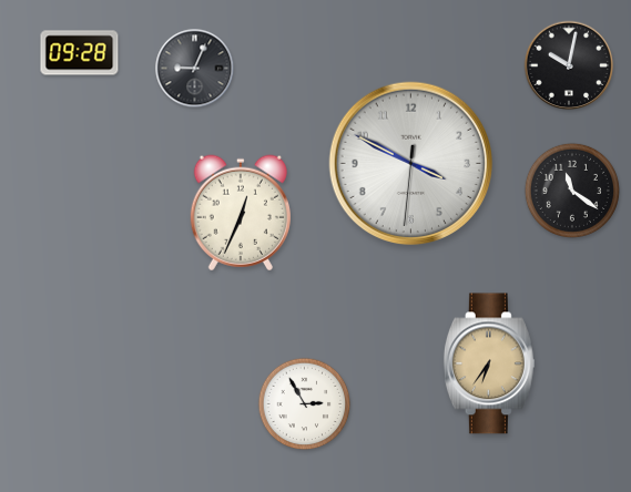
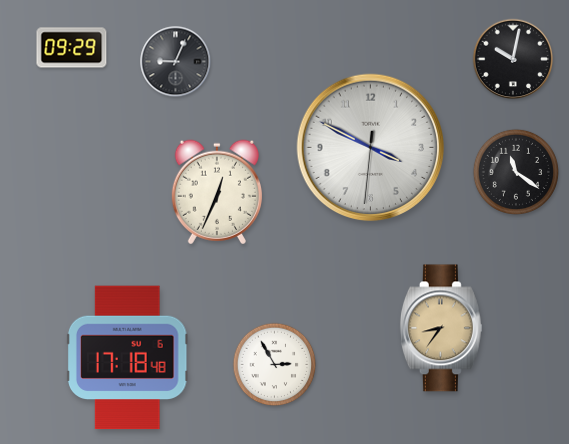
clock at (80, 53): 09:28 -> 09:29
clock at (489, 363): 6:36 -> 8:36
clock at (127, 358): none -> 17:18
